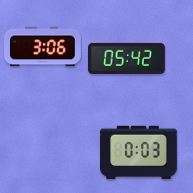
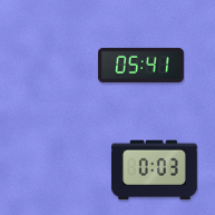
clock at (43, 47): 3:06 -> none
clock at (127, 58): 05:42 -> 05:41
